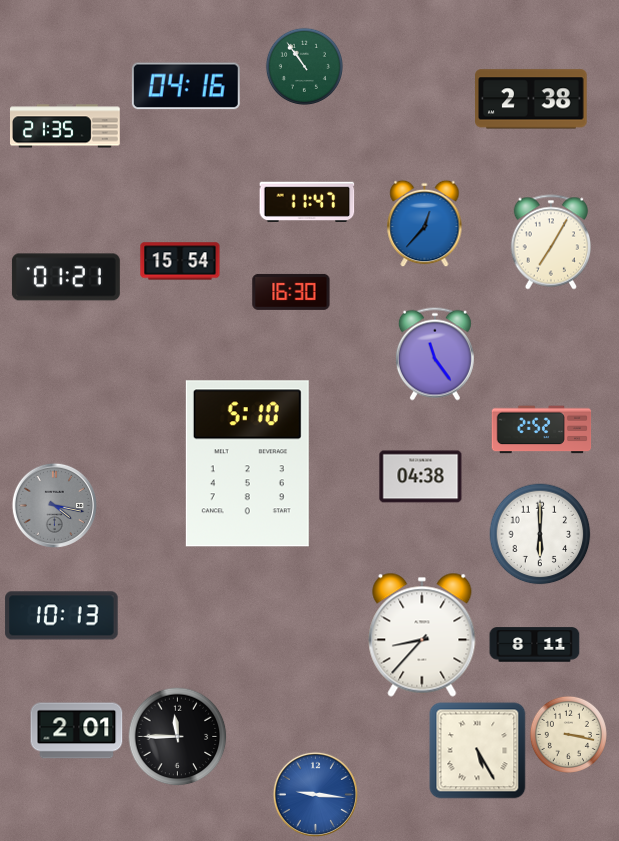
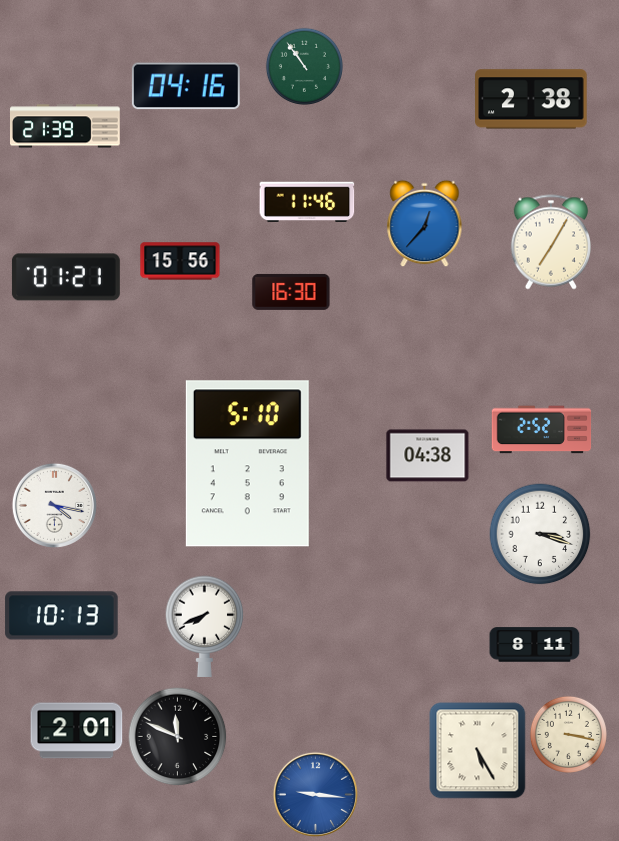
clock at (66, 126): 21:35 -> 21:39
clock at (307, 201): 11:47 -> 11:46
clock at (180, 261): 15:54 -> 15:56
clock at (435, 354): 11:24 -> none
clock at (421, 477) position: (421, 477) -> (428, 456)
clock at (54, 505) dial: grey -> white
clock at (540, 534): 6:00 -> 3:18
clock at (205, 626): none -> 7:41
clock at (422, 635): 8:37 -> none
clock at (178, 737): 11:45 -> 11:49
